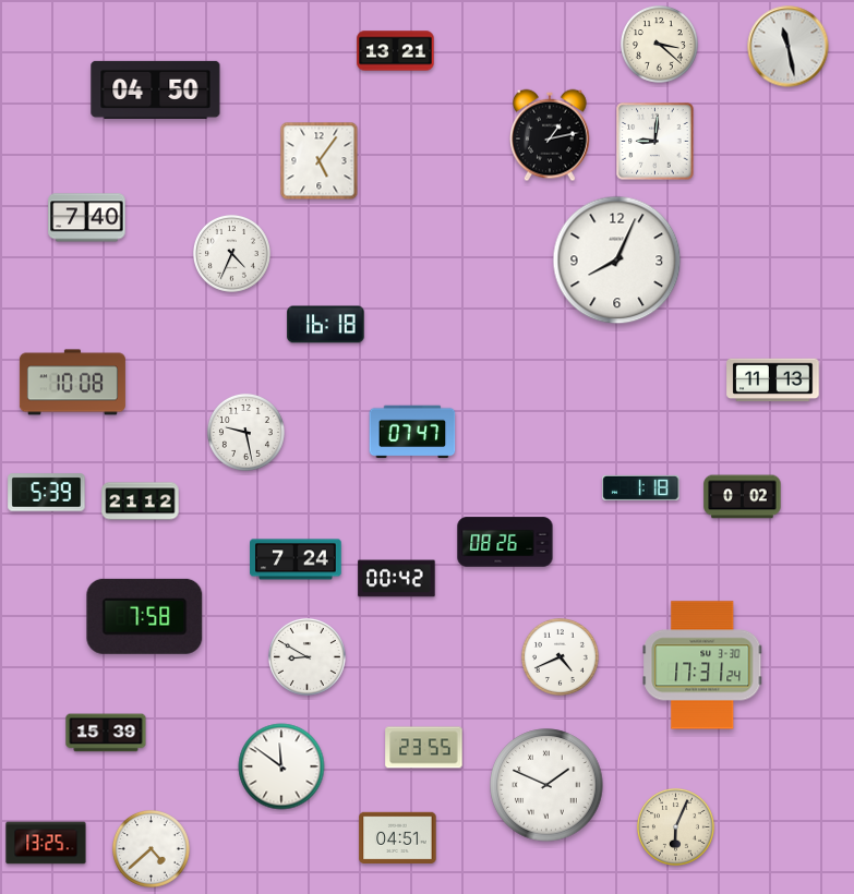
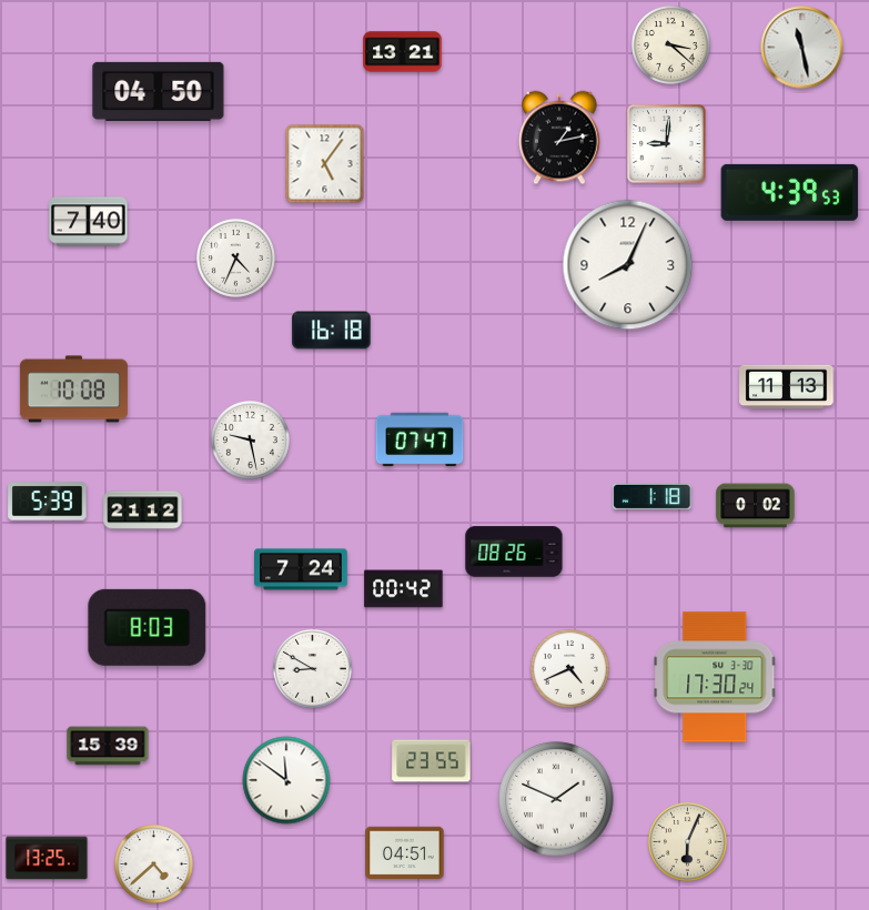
clock at (790, 192): none -> 4:39
clock at (145, 616): 7:58 -> 8:03
clock at (702, 665): 17:31 -> 17:30
